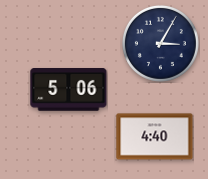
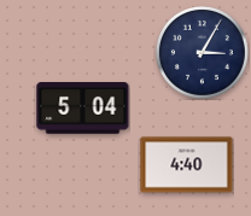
clock at (160, 43) position: (160, 43) -> (202, 52)
clock at (69, 90): 5:06 -> 5:04
